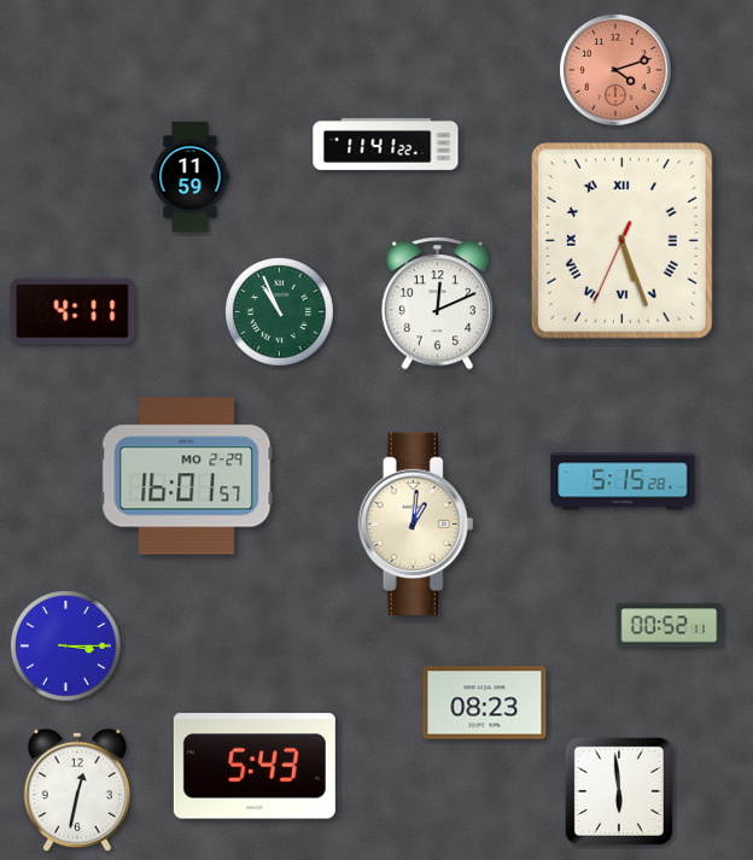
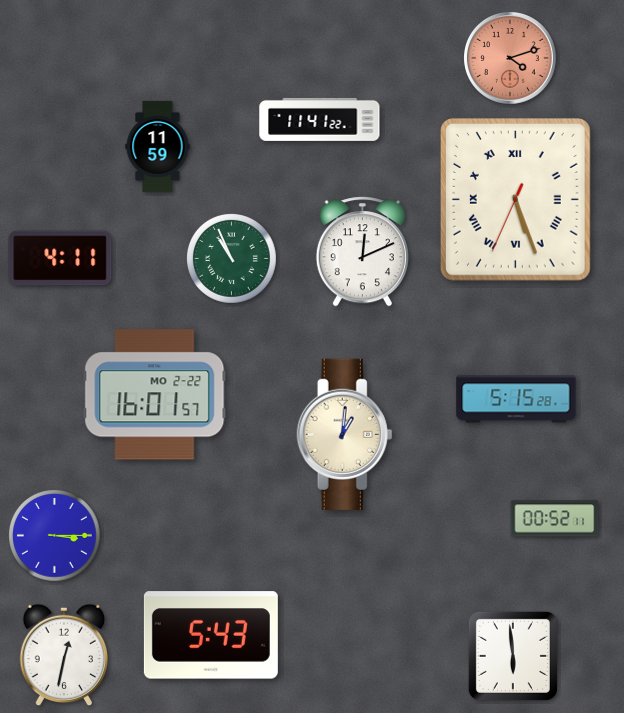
clock at (187, 476) date: MO 2-29 -> MO 2-22
clock at (485, 703): 08:23 -> none
